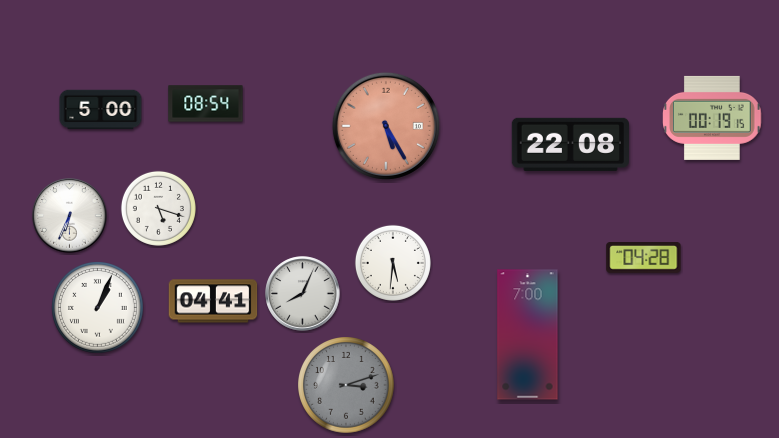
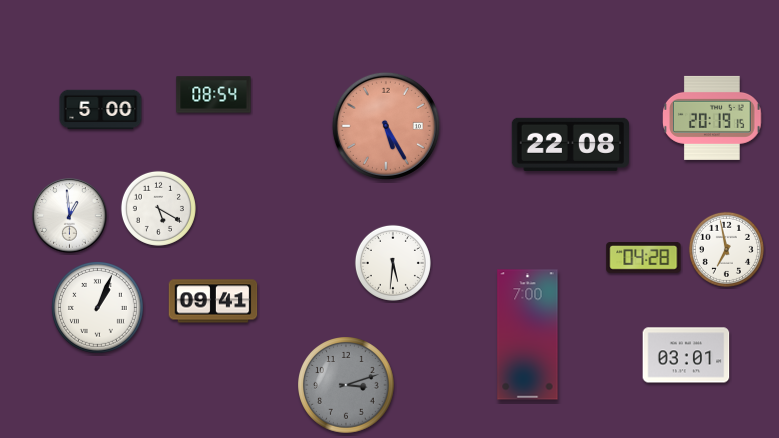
clock at (206, 104) position: (206, 104) -> (214, 95)
clock at (712, 118): 00:19 -> 20:19
clock at (158, 208): 5:18 -> 5:20
clock at (70, 216): 6:34 -> 12:59
clock at (726, 249): none -> 6:58
clock at (303, 294): 8:04 -> none
clock at (213, 301): 04:41 -> 09:41
clock at (686, 355): none -> 03:01
